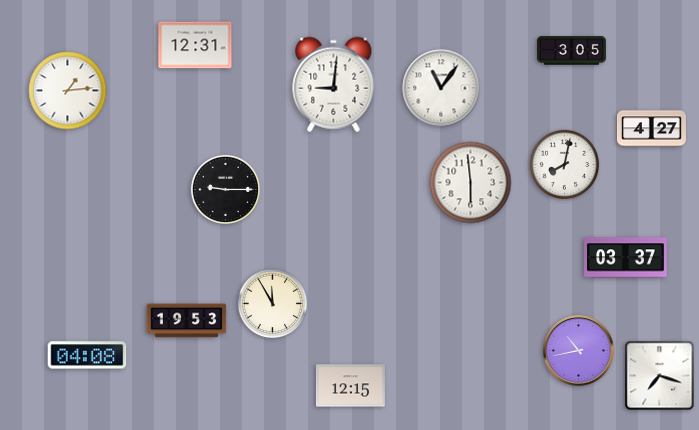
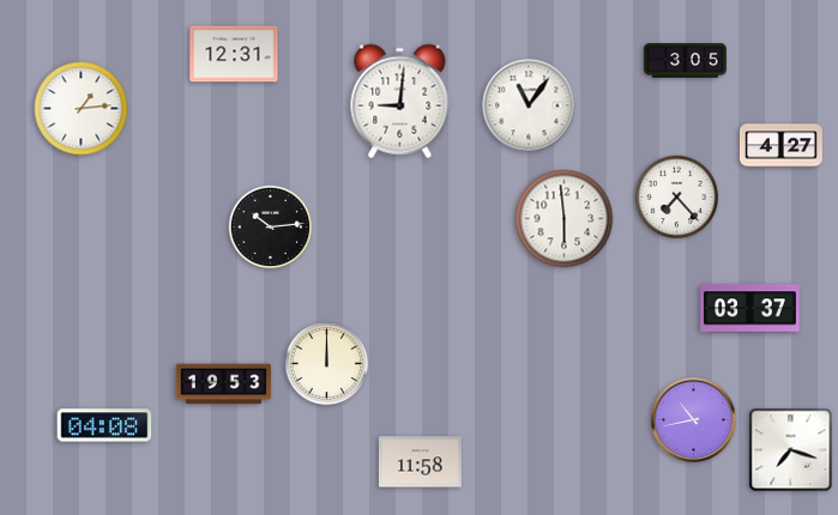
clock at (651, 129) position: (651, 129) -> (780, 146)
clock at (565, 165): 8:02 -> 7:23
clock at (226, 190): 9:15 -> 10:14
clock at (273, 304): 11:55 -> 12:00
clock at (350, 386): 12:15 -> 11:58
